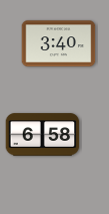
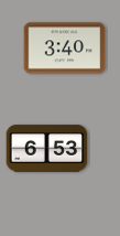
clock at (43, 135): 6:58 -> 6:53
